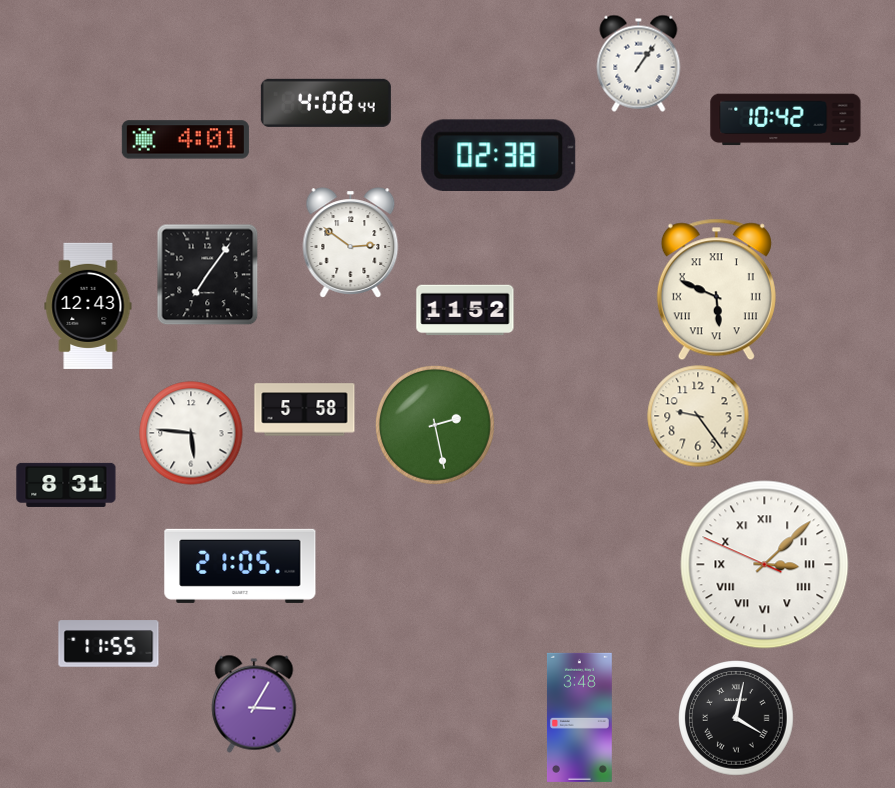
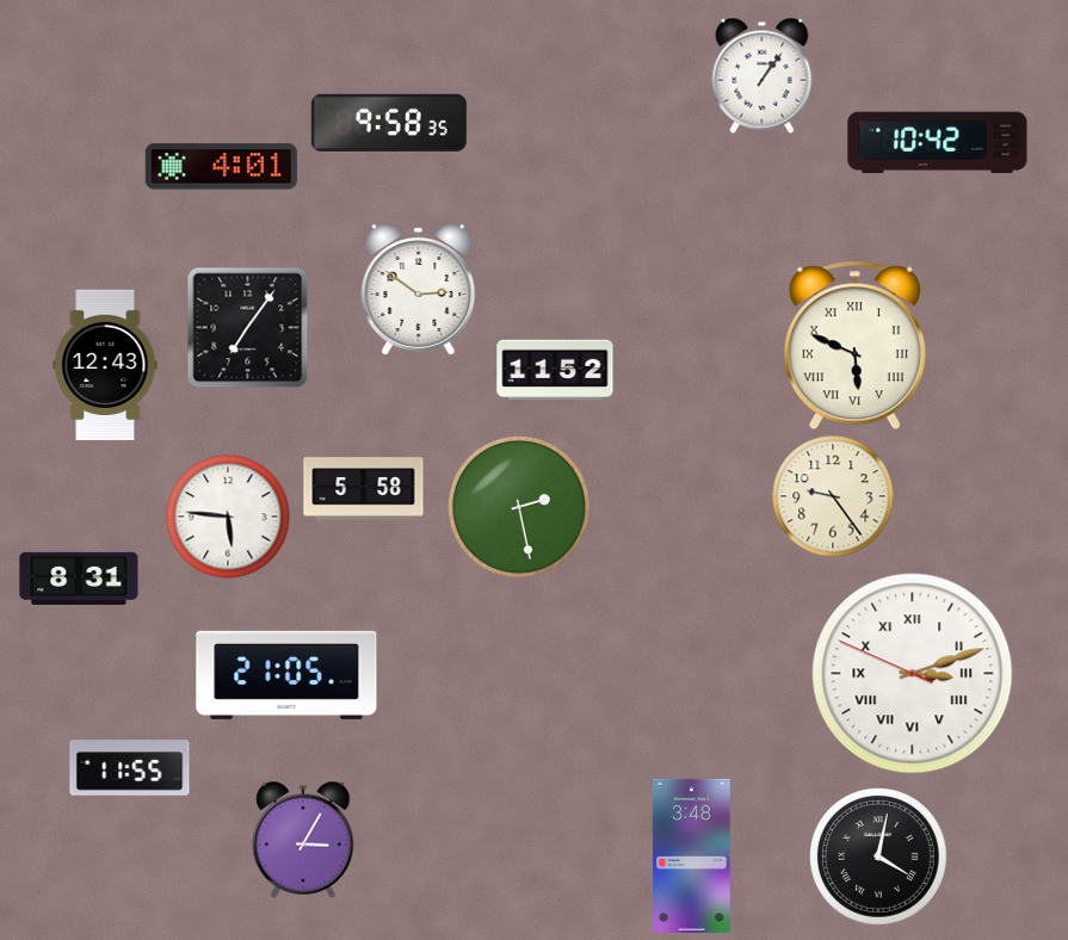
clock at (326, 103): 4:08 -> 9:58
clock at (499, 155): 02:38 -> none
clock at (765, 565): 3:07 -> 3:11
